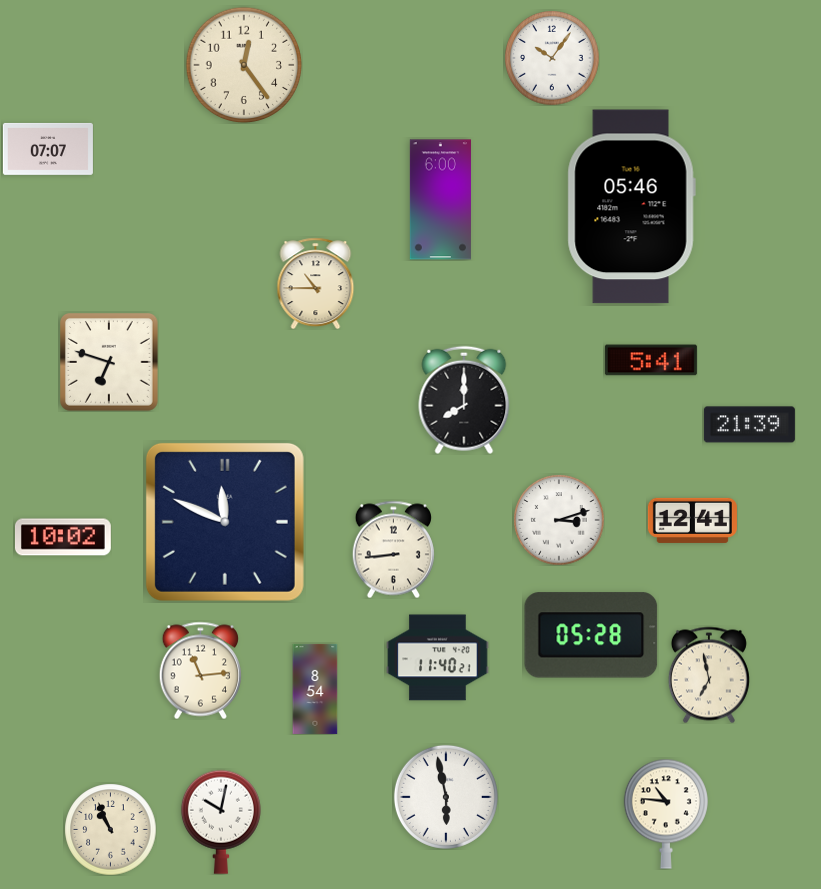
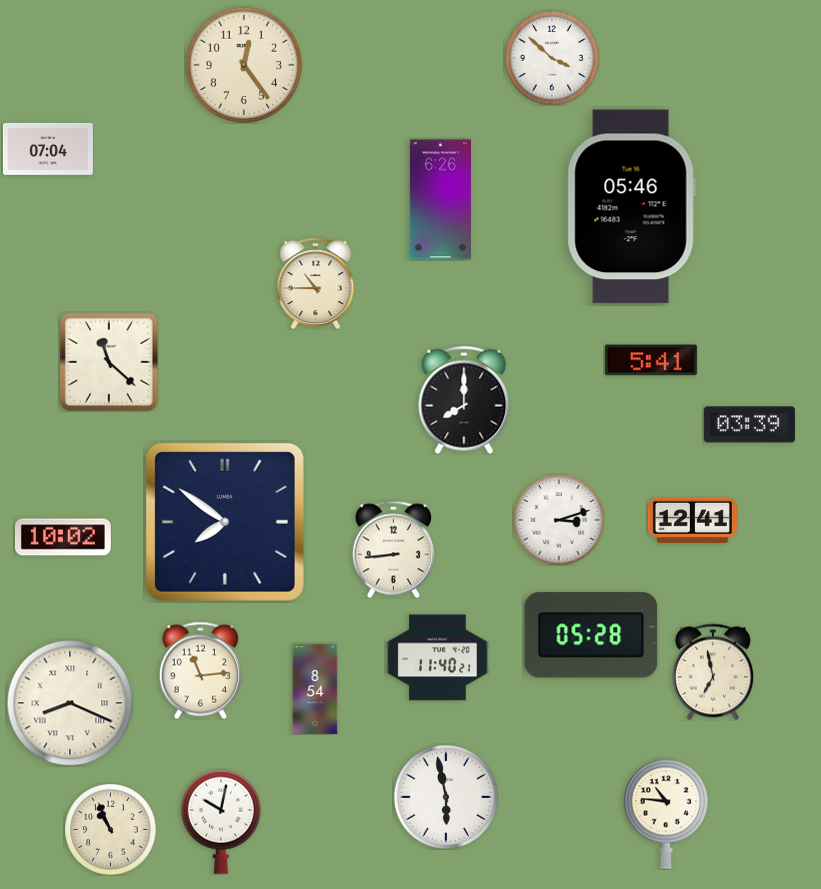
clock at (552, 58): 10:06 -> 3:52
clock at (48, 149): 07:07 -> 07:04
clock at (440, 200): 6:00 -> 6:26
clock at (109, 362): 6:48 -> 11:22
clock at (749, 425): 21:39 -> 03:39
clock at (225, 522): 11:49 -> 7:51
clock at (709, 675) position: (709, 675) -> (713, 672)
clock at (70, 703): none -> 8:19
